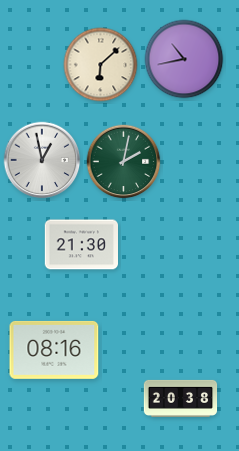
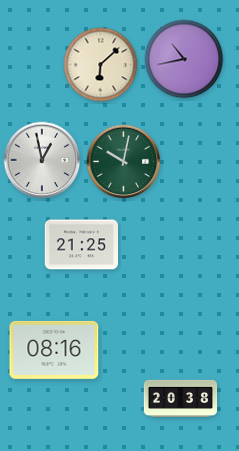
clock at (124, 162): 2:02 -> 10:02
clock at (81, 245): 21:30 -> 21:25
